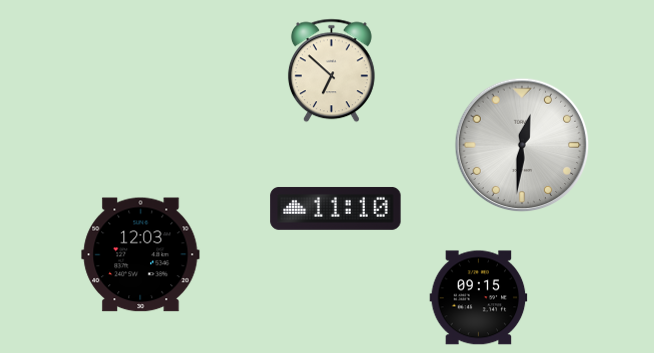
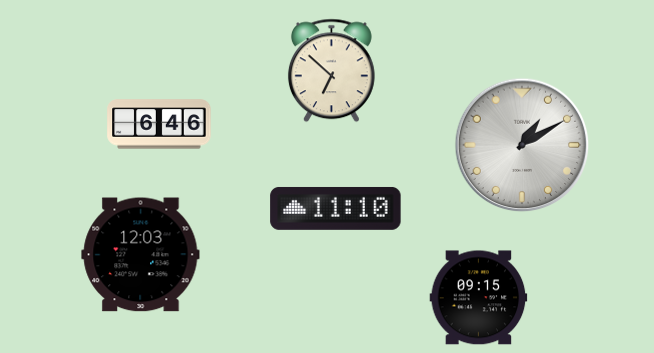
clock at (159, 124): none -> 6:46
clock at (522, 145): 12:31 -> 1:10
